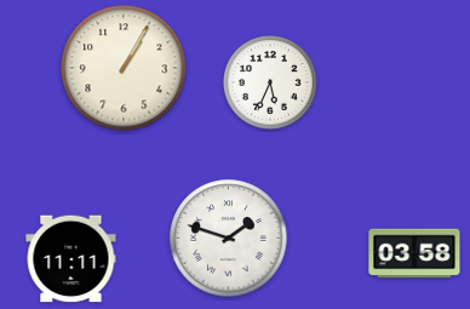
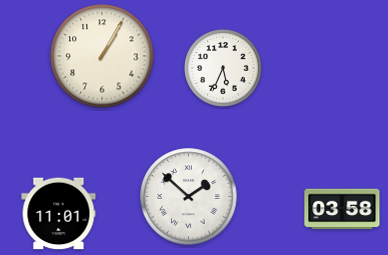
clock at (229, 239): 1:48 -> 1:52
clock at (71, 259): 11:11 -> 11:01
